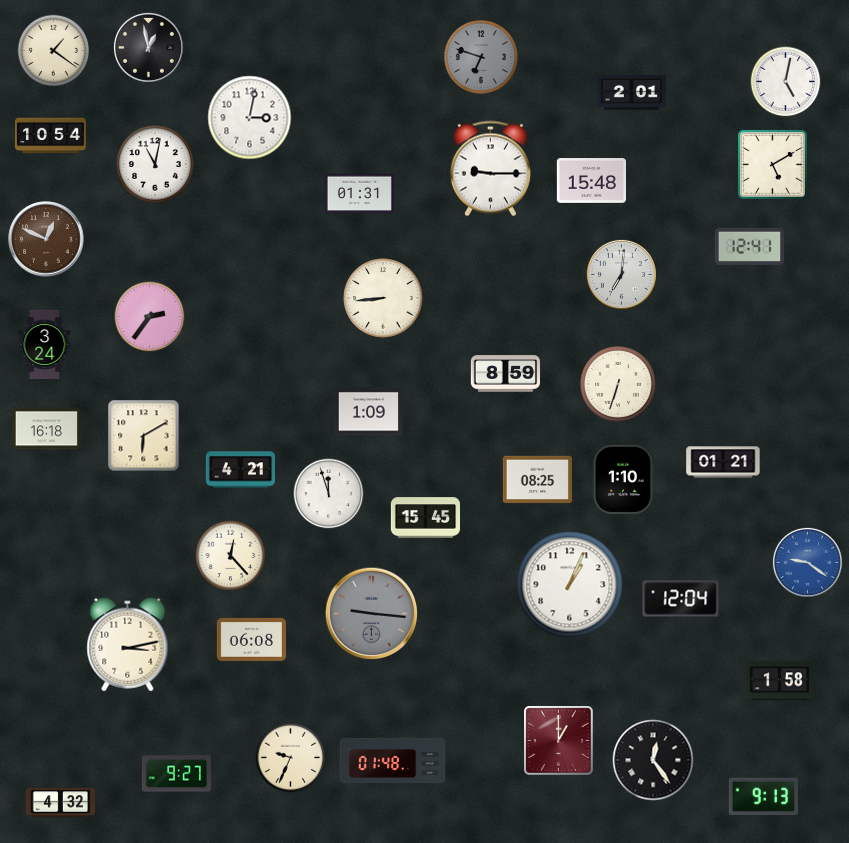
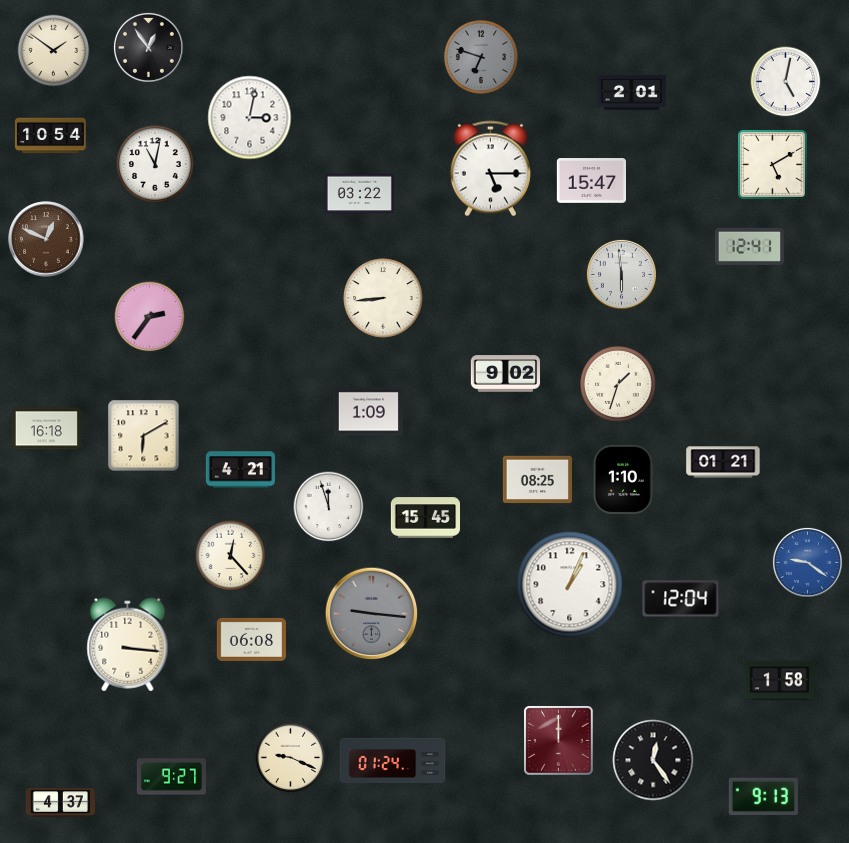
clock at (148, 47): 12:58 -> 12:54
clock at (54, 51): 1:21 -> 1:51
clock at (490, 169): 9:15 -> 5:15
clock at (591, 181): 15:48 -> 15:47
clock at (359, 194): 01:31 -> 03:22
clock at (621, 274): 7:01 -> 5:59
clock at (45, 344): 3:24 -> none
clock at (505, 374): 8:59 -> 9:02
clock at (618, 384): 6:33 -> 1:33
clock at (329, 494) position: (329, 494) -> (329, 507)
clock at (128, 645): 3:13 -> 3:16
clock at (559, 741): 1:00 -> 12:00
clock at (291, 758): 9:34 -> 9:19
clock at (393, 761): 01:48 -> 01:24
clock at (176, 774) position: (176, 774) -> (171, 777)
clock at (60, 803): 4:32 -> 4:37
